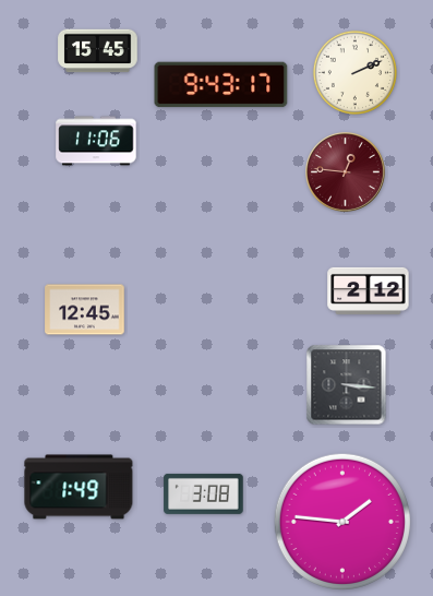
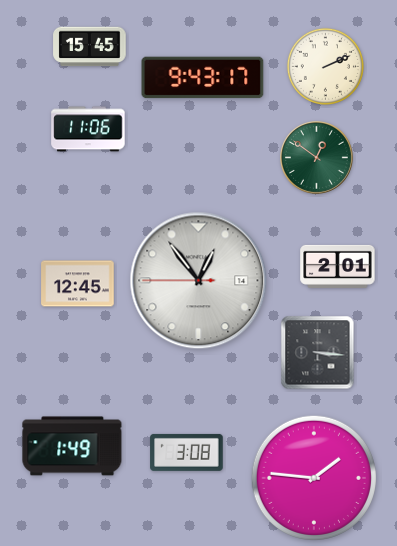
clock at (346, 172): 12:46 -> 12:51
clock at (346, 172) dial: burgundy -> green
clock at (369, 290): 2:12 -> 2:01
clock at (199, 281): none -> 12:53
